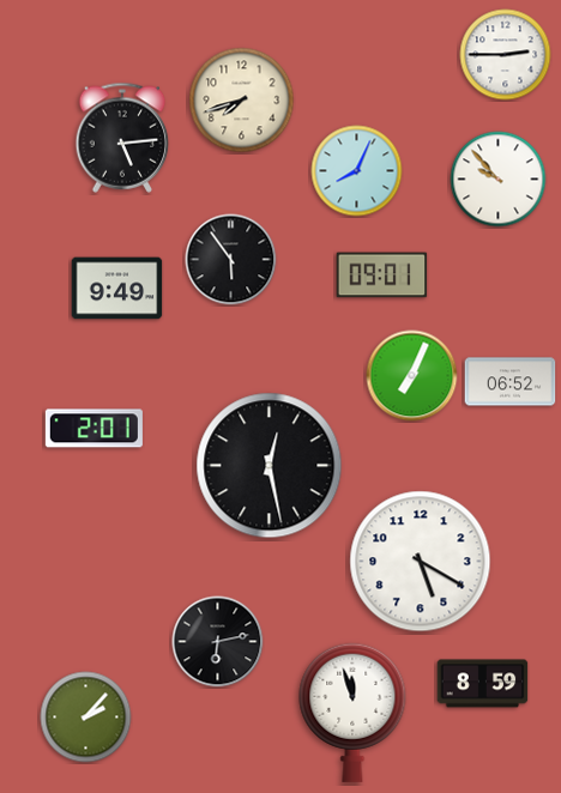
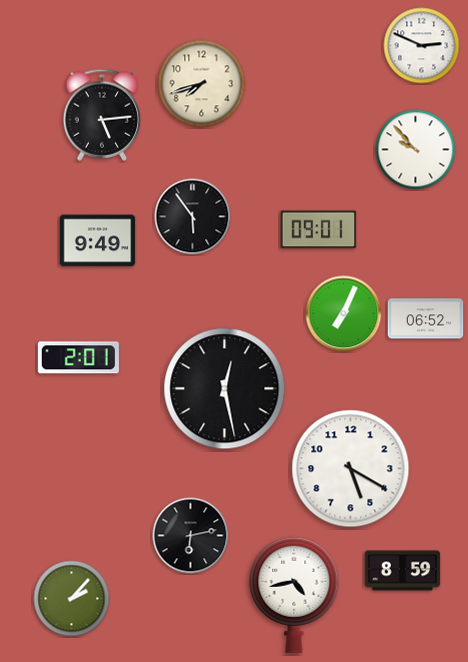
clock at (506, 55): 2:45 -> 2:49
clock at (357, 171): 8:04 -> none
clock at (218, 642) position: (218, 642) -> (191, 536)
clock at (352, 713): 11:57 -> 4:43
